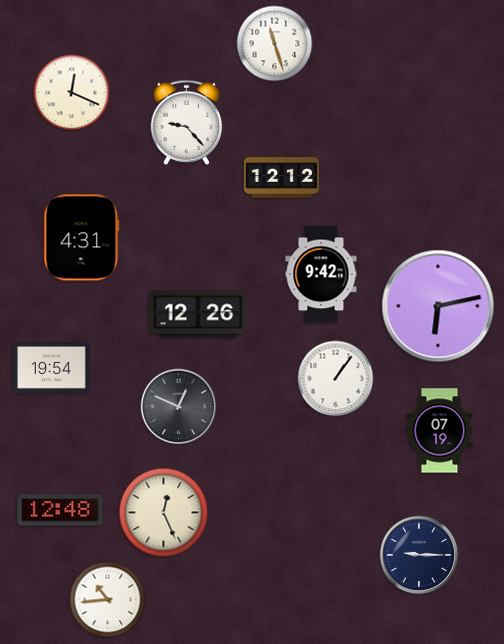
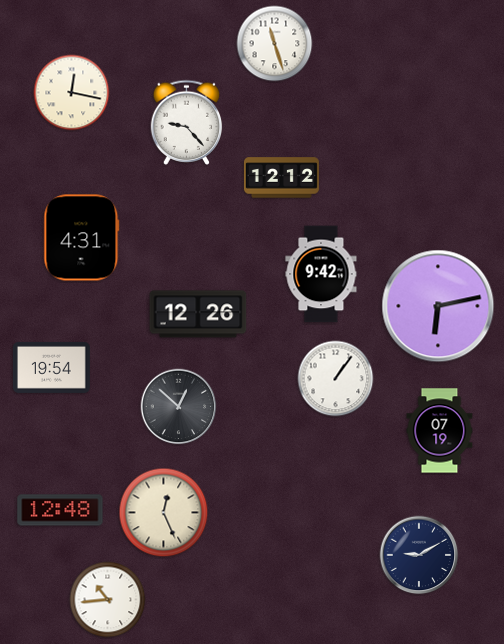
clock at (72, 93): 12:19 -> 12:17
clock at (179, 407): 12:49 -> 12:52
clock at (419, 555): 9:15 -> 9:10
